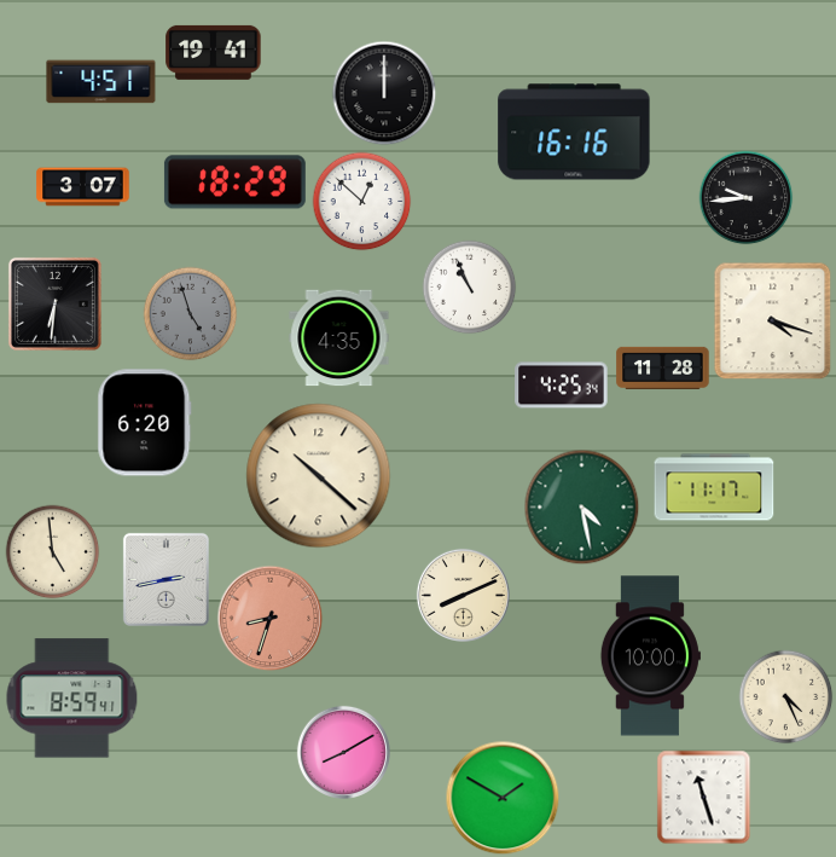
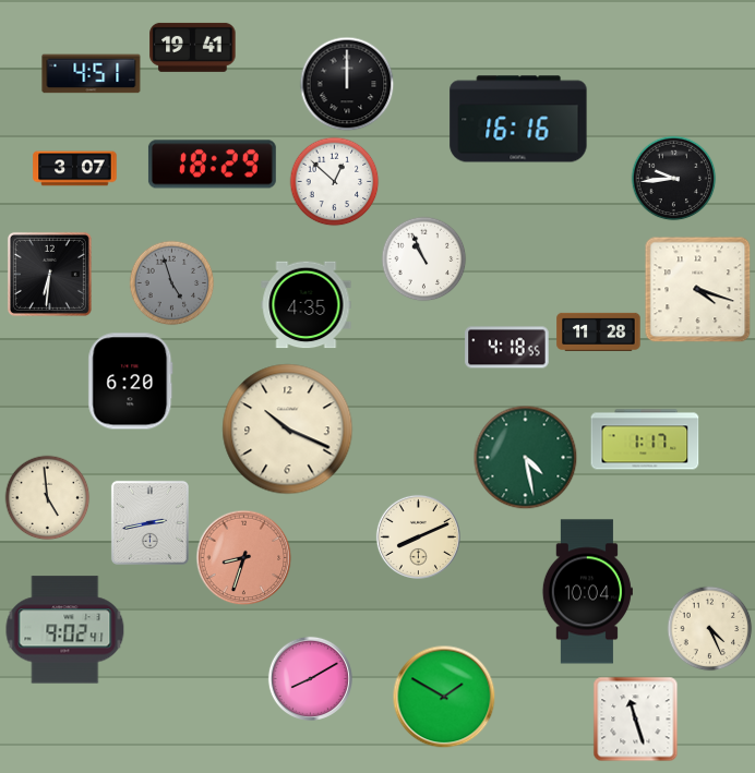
clock at (361, 201) position: (361, 201) -> (334, 181)
clock at (562, 386): 4:25 -> 4:18
clock at (319, 476): 10:22 -> 10:19
clock at (714, 487): 11:17 -> 1:17
clock at (650, 656): 10:00 -> 10:04
clock at (72, 699): 8:59 -> 9:02
clock at (503, 798) position: (503, 798) -> (444, 697)
